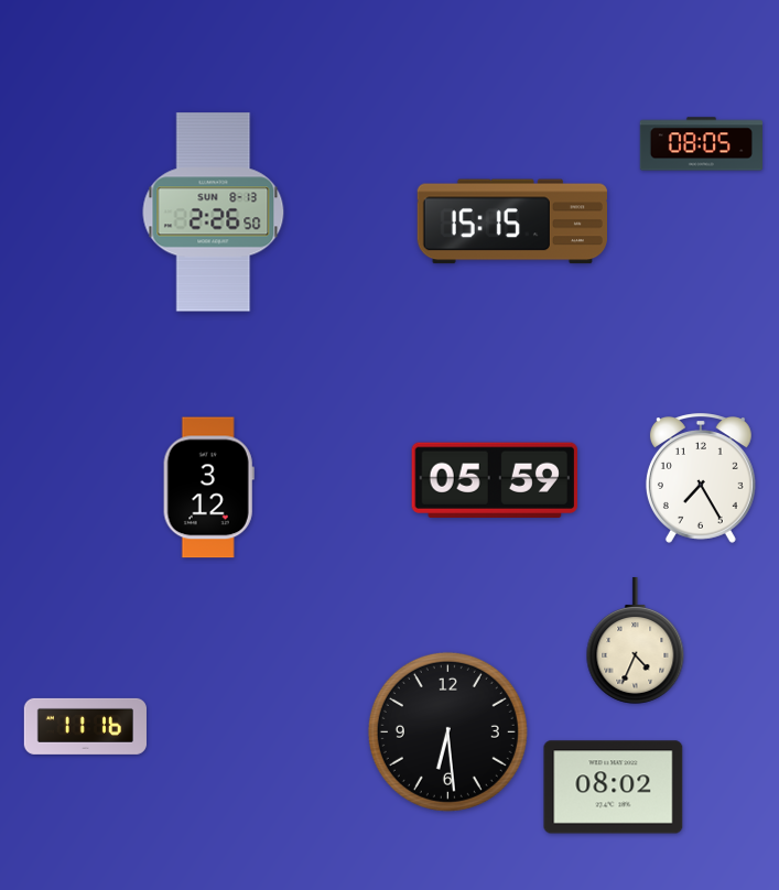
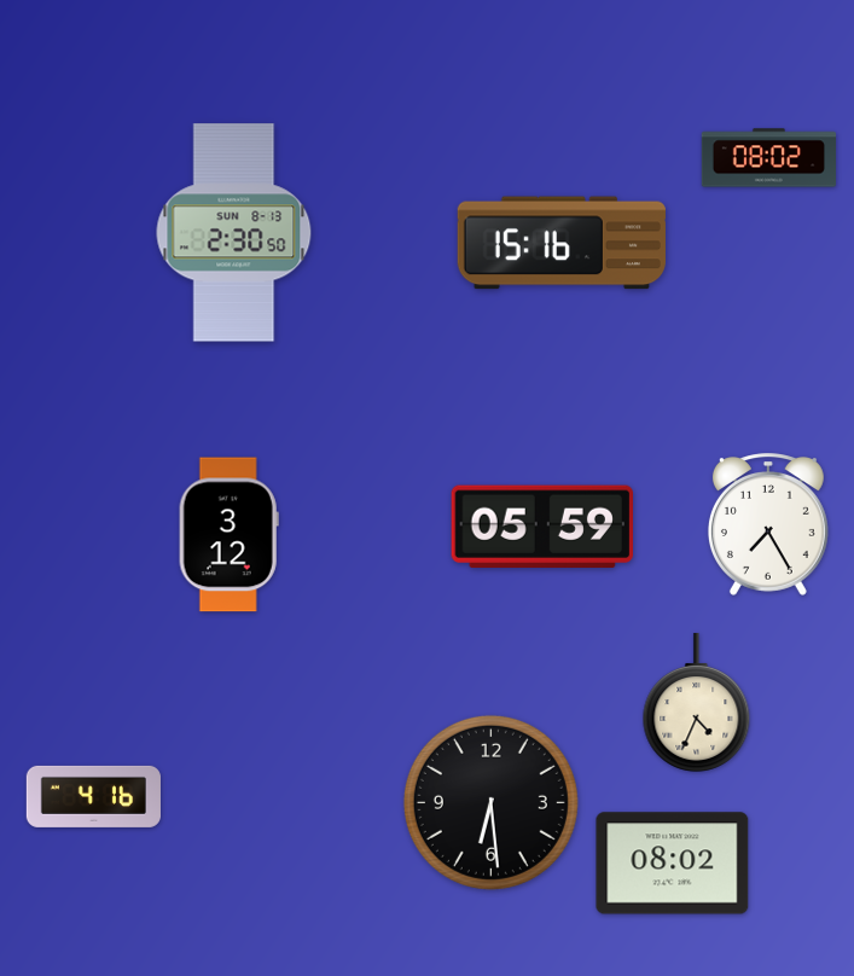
clock at (701, 144): 08:05 -> 08:02
clock at (214, 213): 2:26 -> 2:30
clock at (512, 221): 15:15 -> 15:16
clock at (85, 726): 11:16 -> 4:16
